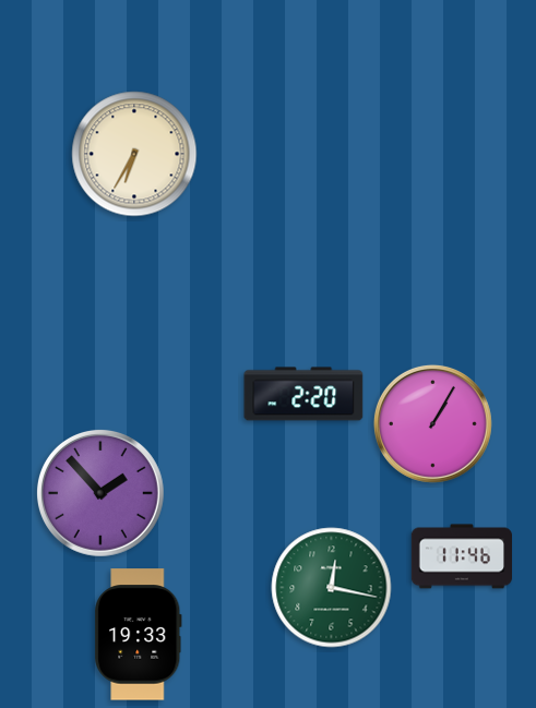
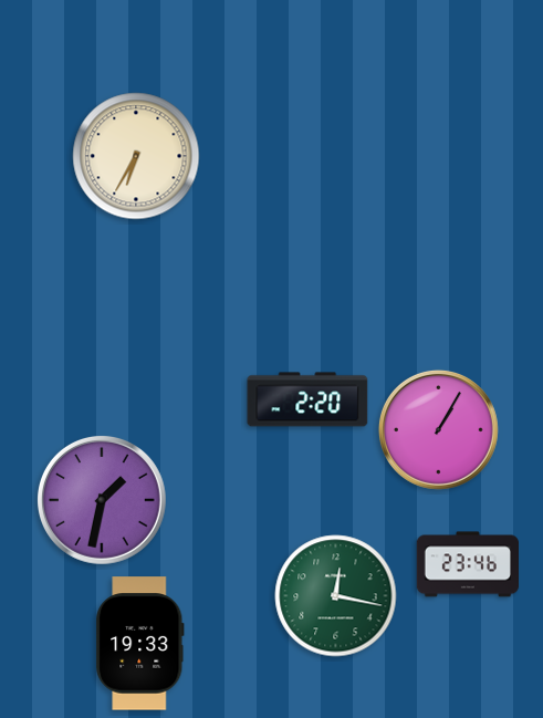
clock at (100, 493): 1:53 -> 1:32
clock at (461, 556): 11:46 -> 23:46
